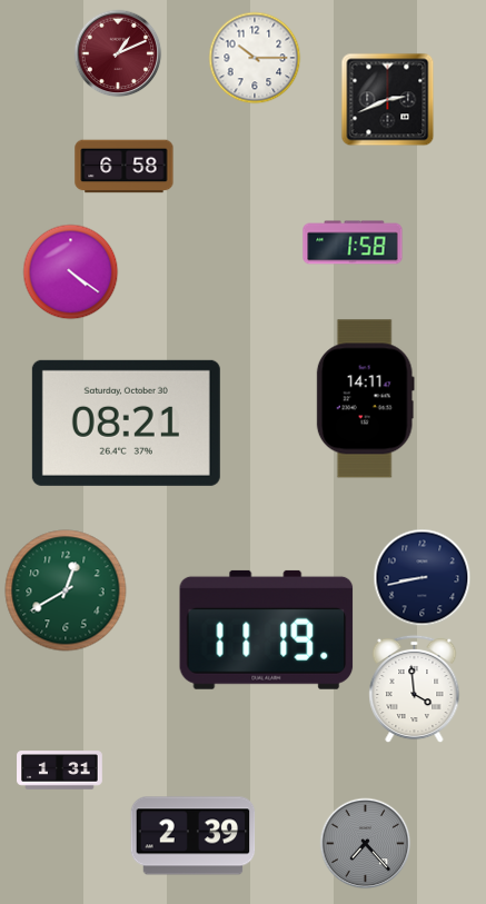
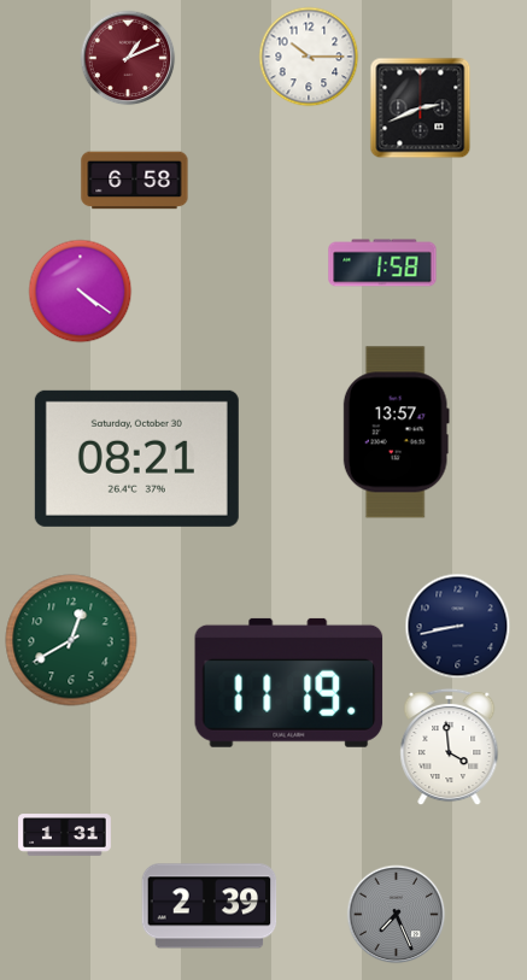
clock at (255, 58) position: (255, 58) -> (309, 57)
clock at (70, 271) position: (70, 271) -> (80, 291)
clock at (365, 399): 14:11 -> 13:57
clock at (365, 843): 7:23 -> 7:26
